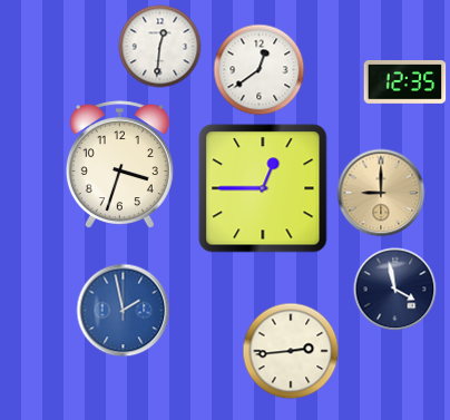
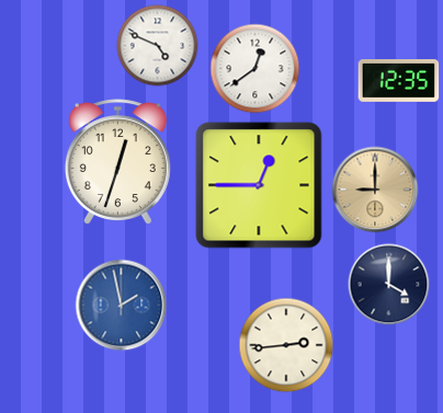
clock at (160, 47): 12:31 -> 4:49
clock at (119, 164): 3:33 -> 12:33
clock at (395, 290): 3:58 -> 4:00
